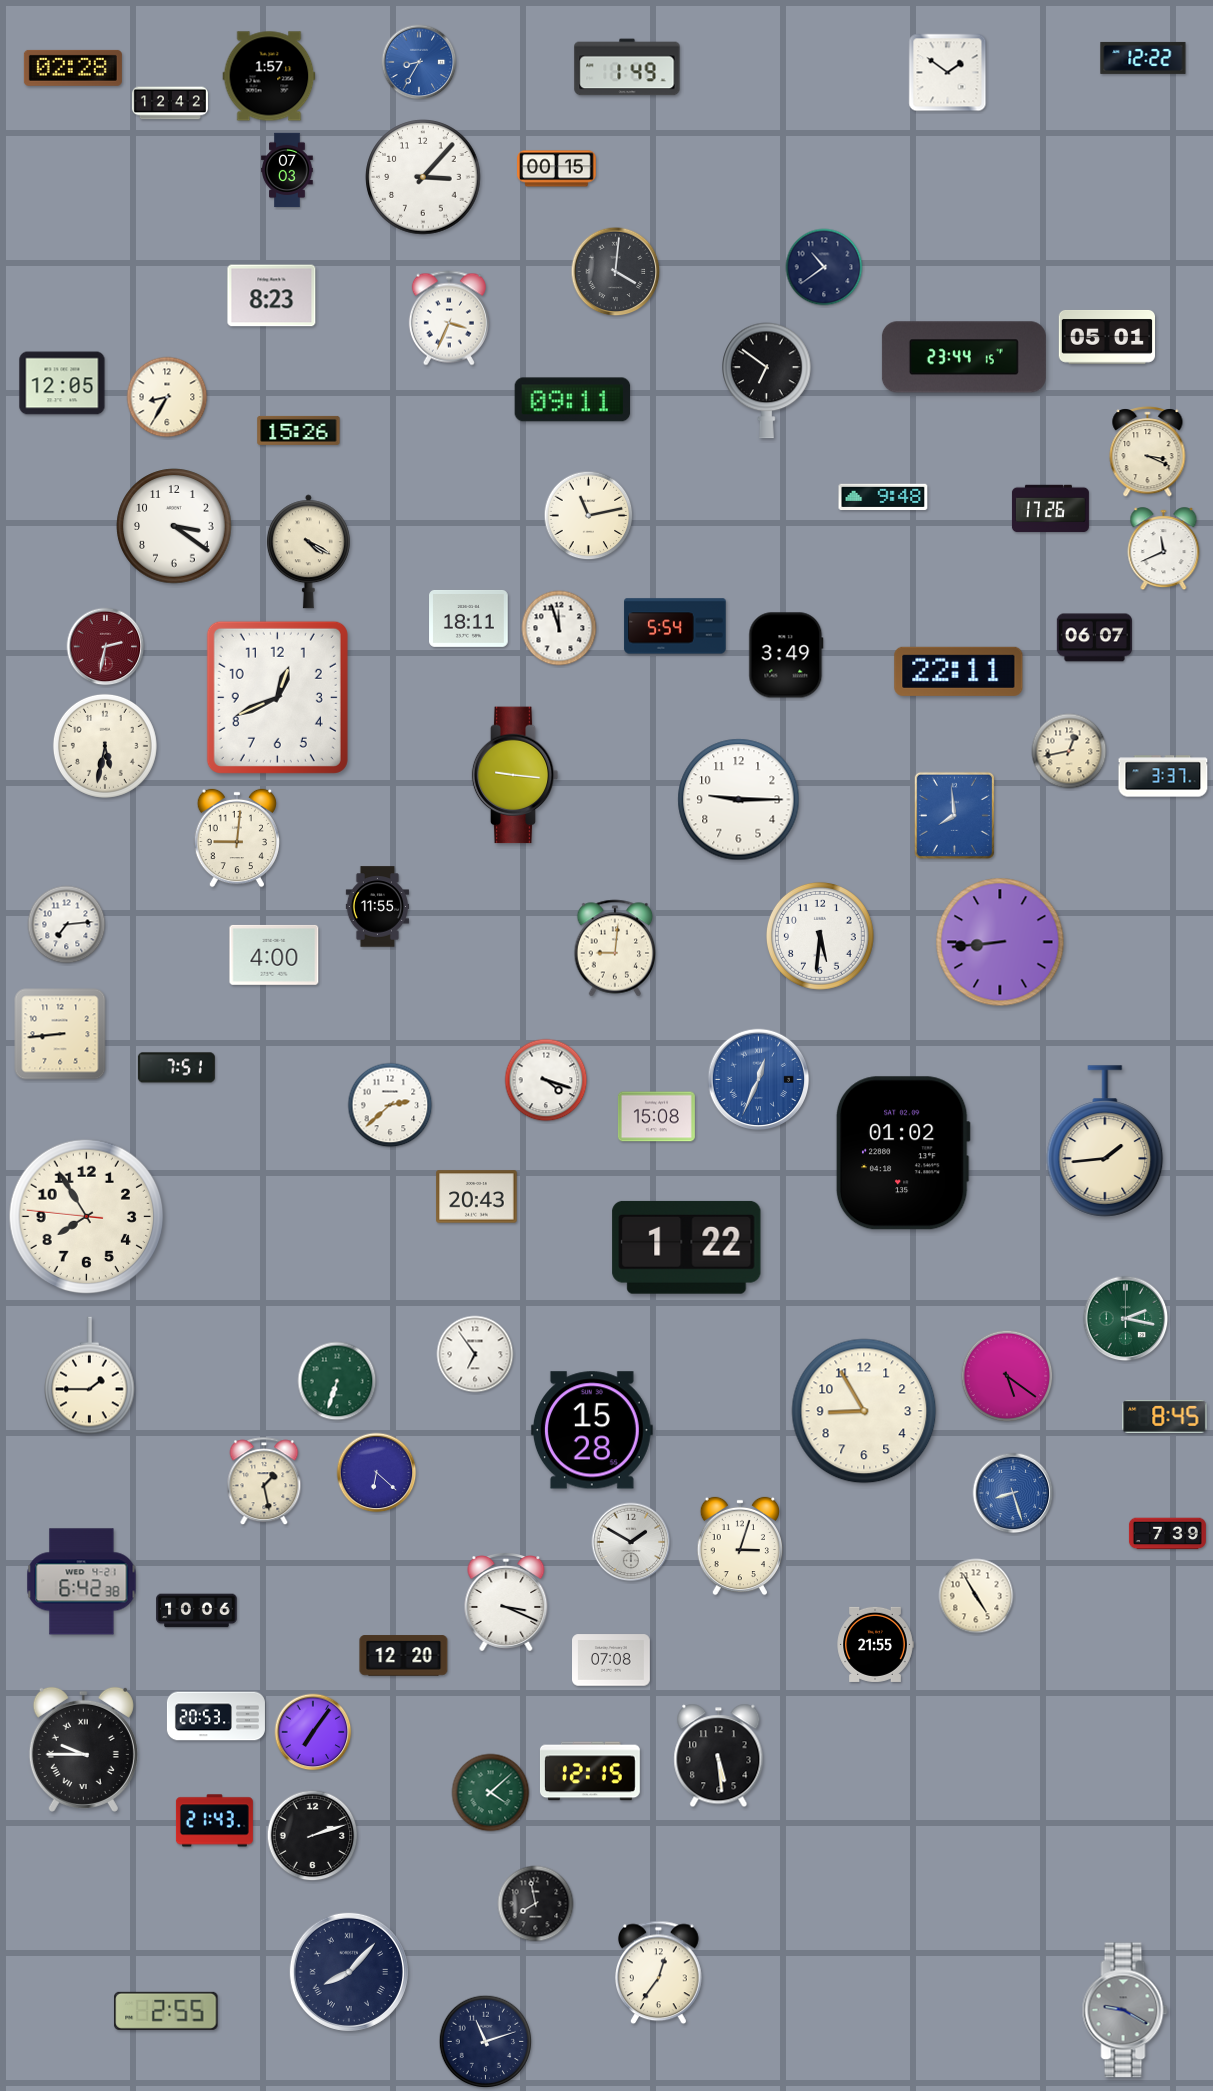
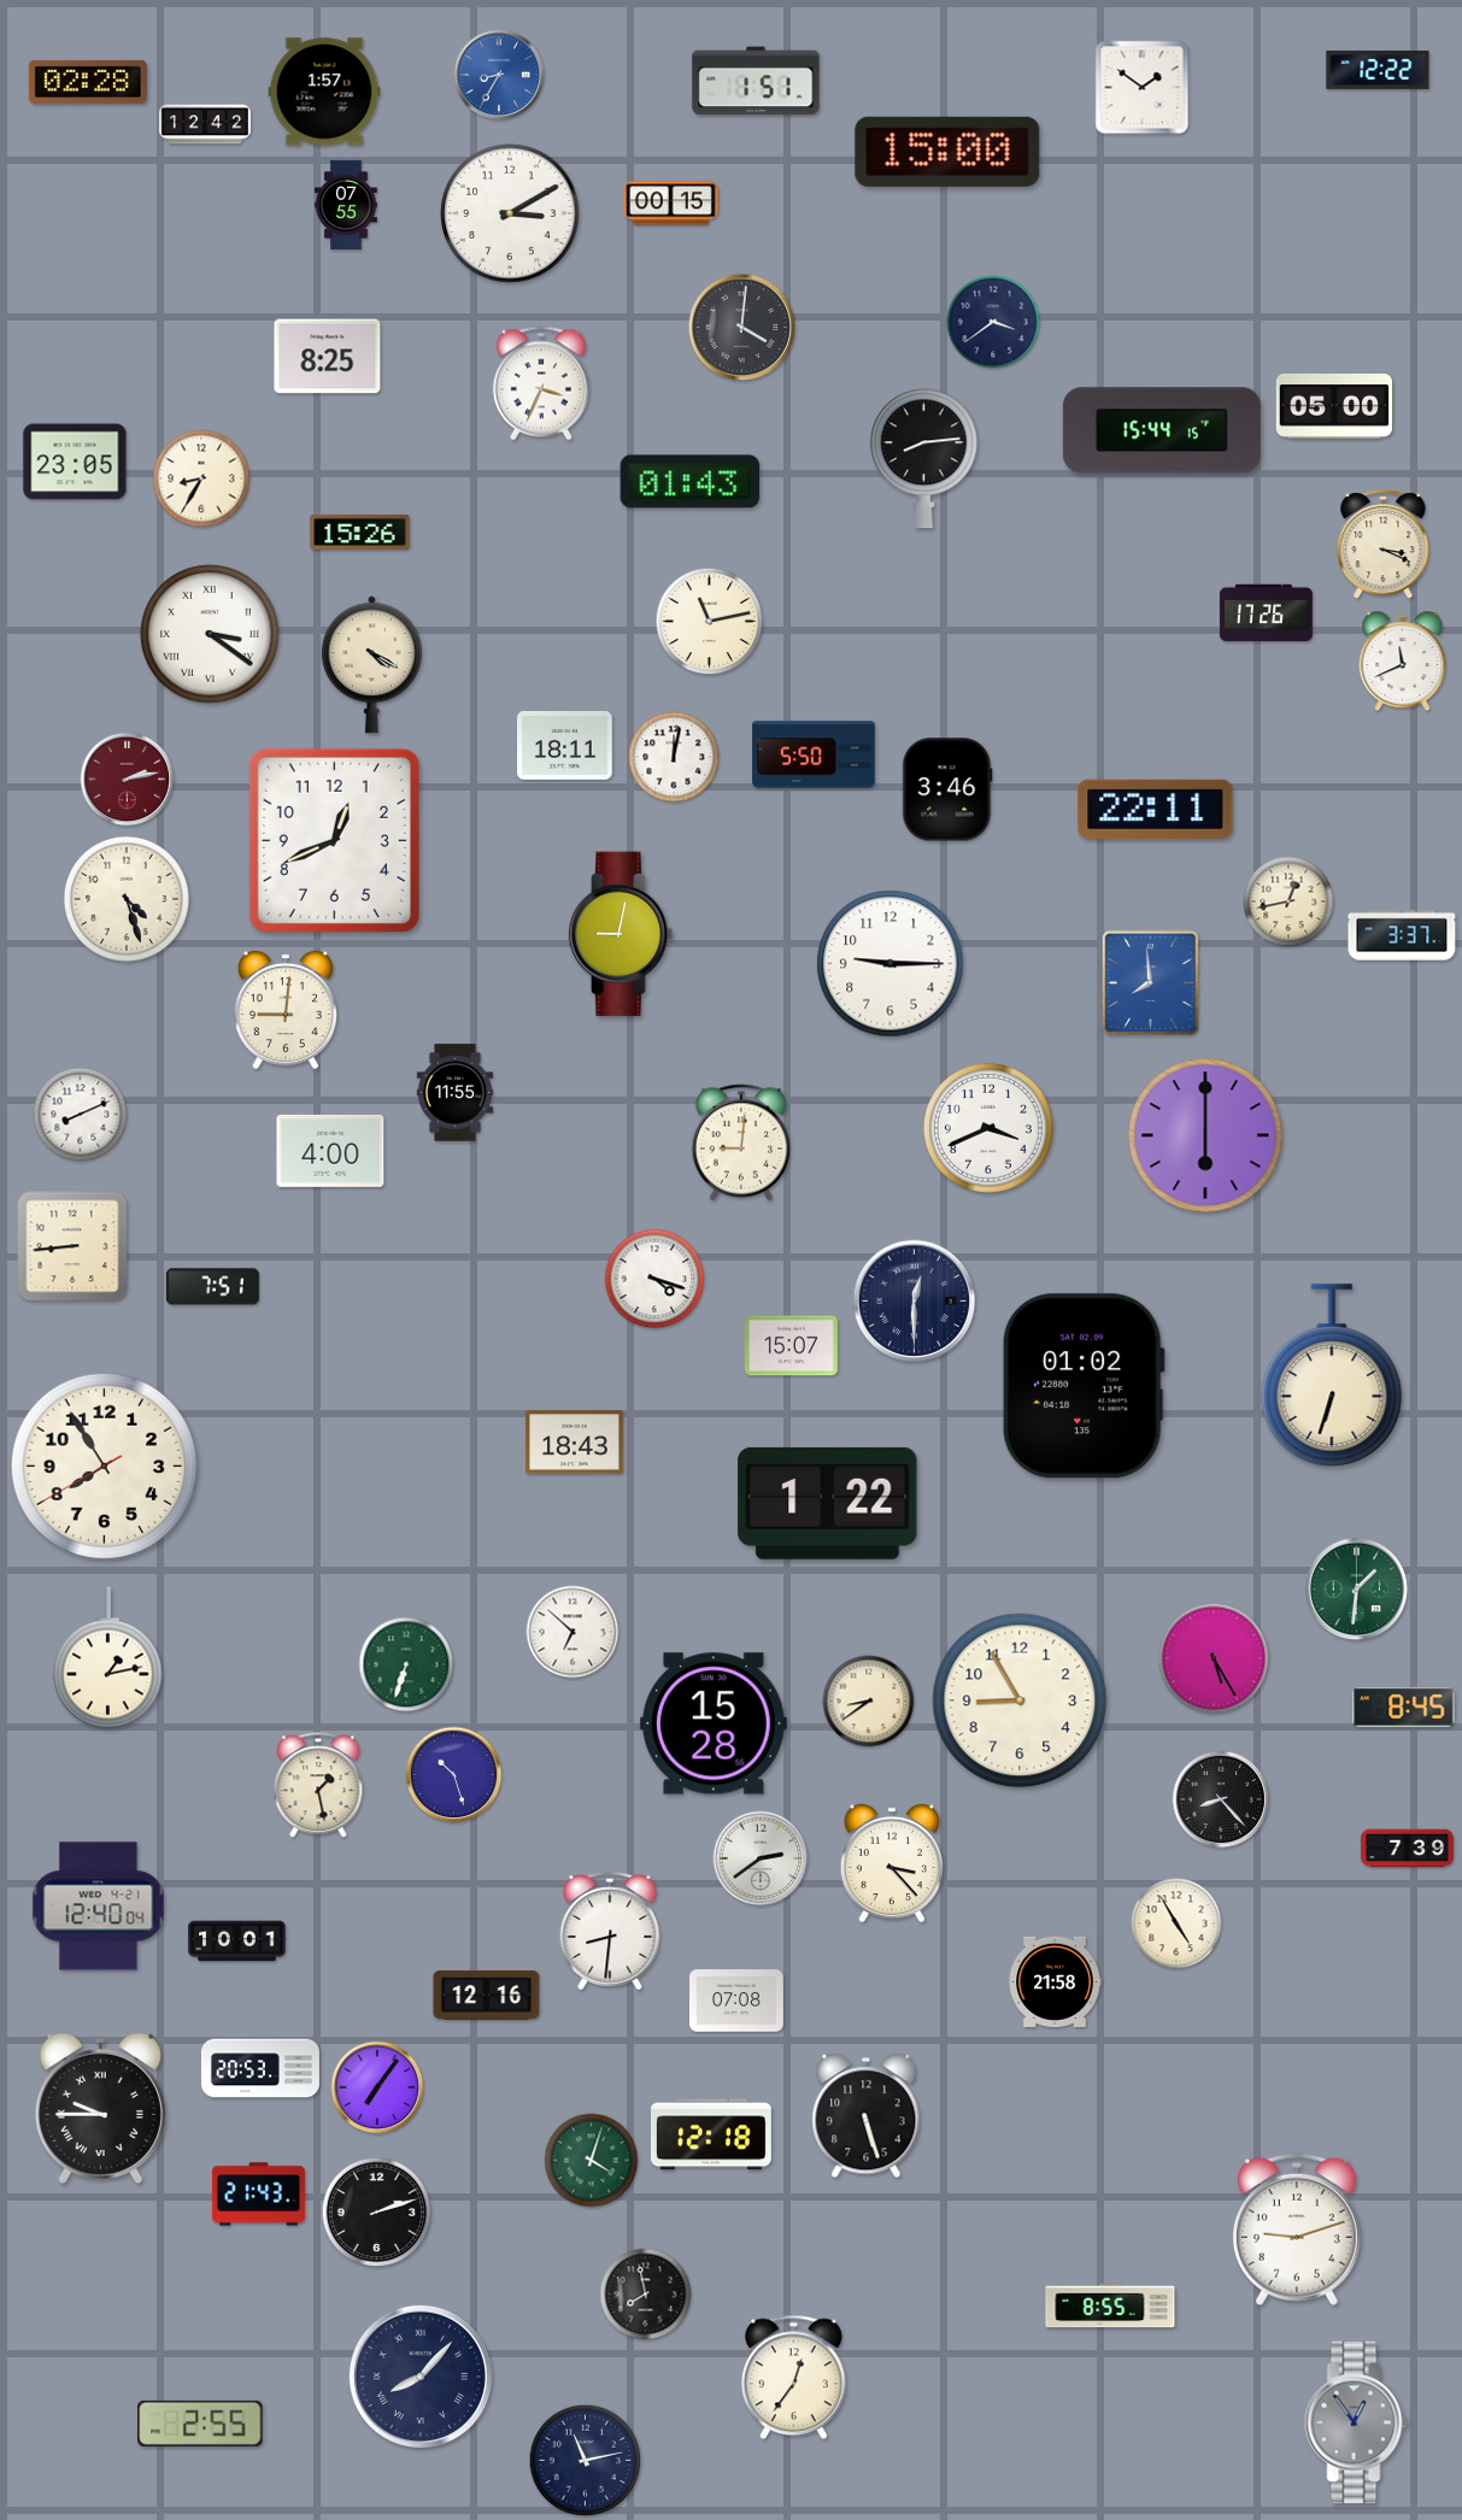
clock at (419, 62) position: (419, 62) -> (499, 75)
clock at (627, 67): 1:49 -> 1:51
clock at (947, 152): none -> 15:00
clock at (287, 170): 07:03 -> 07:55
clock at (423, 177): 3:07 -> 3:10
clock at (824, 267): 10:39 -> 3:39
clock at (272, 296): 8:23 -> 8:25
clock at (1106, 337): 05:01 -> 05:00
clock at (964, 357): 23:44 -> 15:44
clock at (767, 381): 6:51 -> 8:14
clock at (62, 383): 12:05 -> 23:05
clock at (573, 400): 09:11 -> 01:43
clock at (299, 430) position: (299, 430) -> (360, 531)
clock at (883, 497): 9:48 -> none
clock at (174, 526) numerals: Arabic -> Roman
clock at (675, 626): 5:54 -> 5:50
clock at (559, 628): 11:57 -> 12:02
clock at (1094, 638): 06:07 -> none
clock at (106, 647): 2:32 -> 2:13
clock at (786, 655): 3:49 -> 3:46
clock at (105, 746): 5:32 -> 4:27
clock at (1069, 751) position: (1069, 751) -> (1288, 901)
clock at (515, 775): 9:16 -> 9:02
clock at (67, 925): 7:14 -> 8:11
clock at (820, 936): 5:31 -> 3:41
clock at (1000, 942): 8:44 -> 6:00
clock at (546, 1080) position: (546, 1080) -> (654, 1279)
clock at (759, 1080): 12:34 -> 12:30
clock at (759, 1080) dial: blue -> navy
clock at (390, 1105): 2:38 -> none
clock at (656, 1117): 15:08 -> 15:07
clock at (1105, 1141): 1:44 -> 6:33
clock at (903, 1153) position: (903, 1153) -> (1084, 1386)
clock at (477, 1197): 20:43 -> 18:43
clock at (87, 1217): 7:54:46 -> 7:54:40
clock at (1126, 1319): 2:17 -> 1:31
clock at (475, 1354): 6:54 -> 6:52
clock at (90, 1376): 1:45 -> 1:13
clock at (1007, 1376): 5:21 -> 5:25
clock at (864, 1411) position: (864, 1411) -> (1020, 1700)
clock at (869, 1702): none -> 8:39
clock at (377, 1473): 6:22 -> 10:27
clock at (1013, 1493): 8:27 -> 8:23
clock at (1013, 1493) dial: blue -> black
clock at (631, 1542): 1:50 -> 2:39
clock at (739, 1546): 3:03 -> 3:23
clock at (82, 1582): 6:42 -> 12:40
clock at (506, 1603): 3:19 -> 8:31
clock at (197, 1611): 10:06 -> 10:01
clock at (875, 1644): 21:55 -> 21:58
clock at (404, 1656): 12:20 -> 12:16
clock at (719, 1756): 5:29 -> 5:27
clock at (590, 1771): 12:15 -> 12:18
clock at (491, 1793): 4:08 -> 4:03
clock at (1297, 2230): none -> 9:12
clock at (1110, 2305): none -> 8:55
clock at (1125, 2010): 9:20 -> 12:54
clock at (486, 2042): 11:12 -> 11:13
